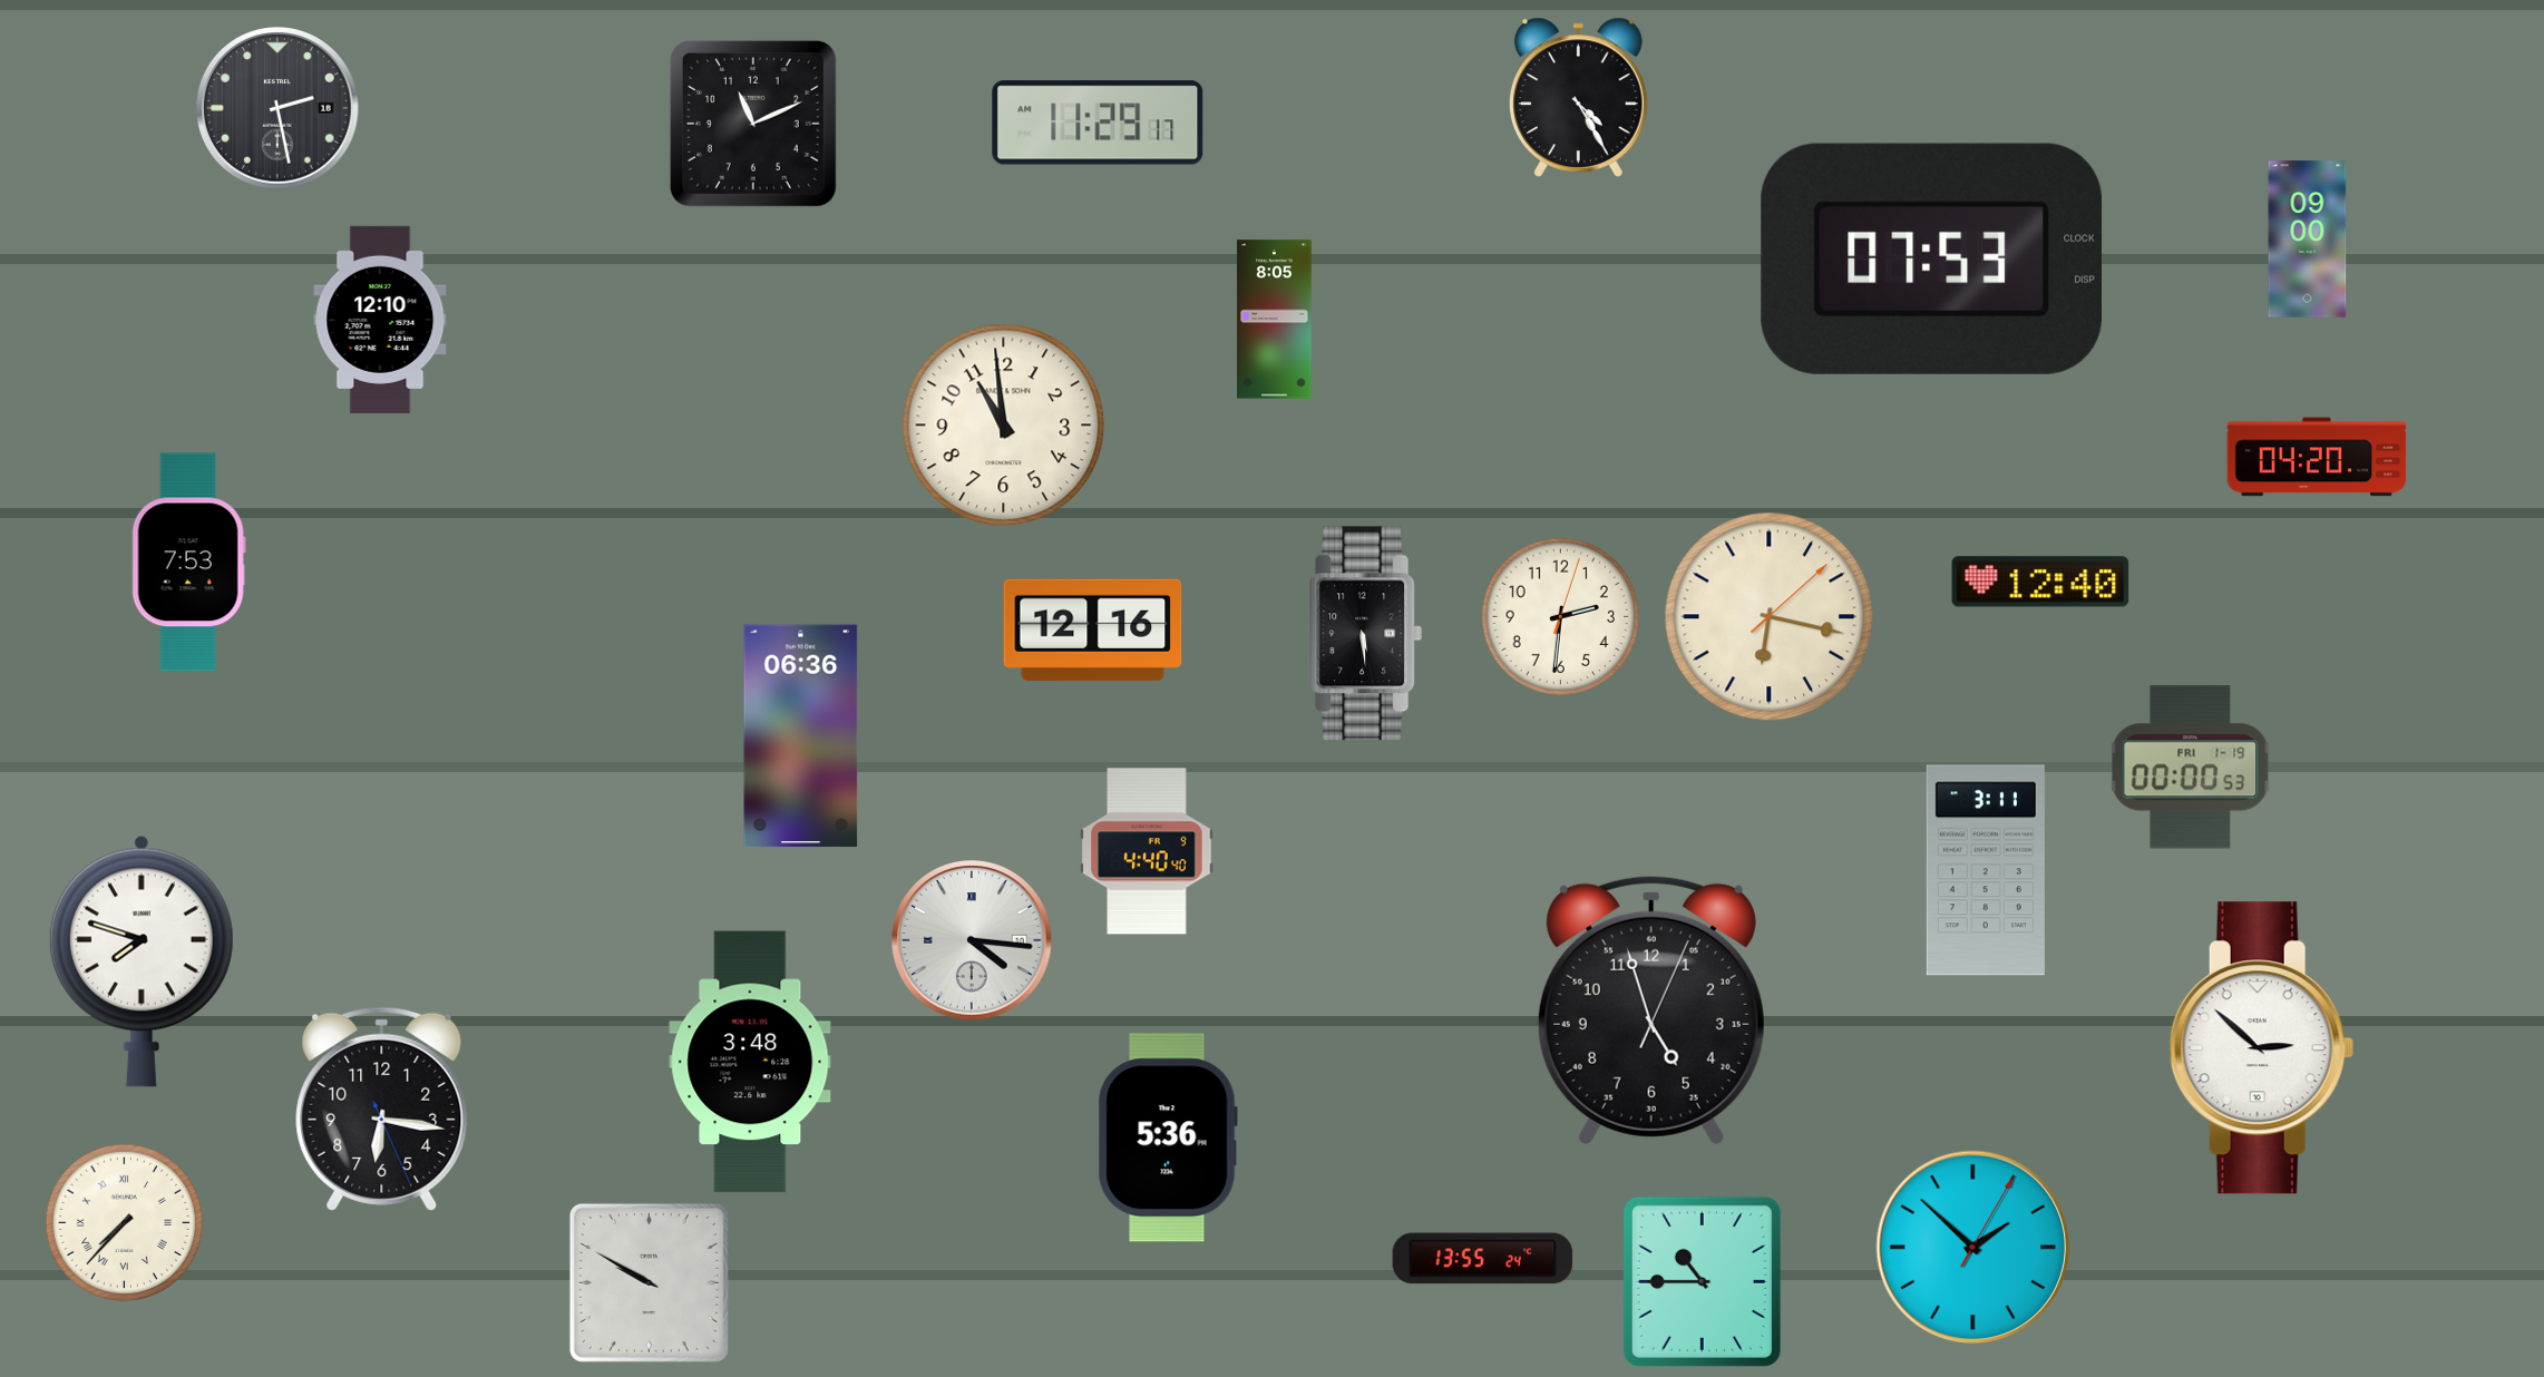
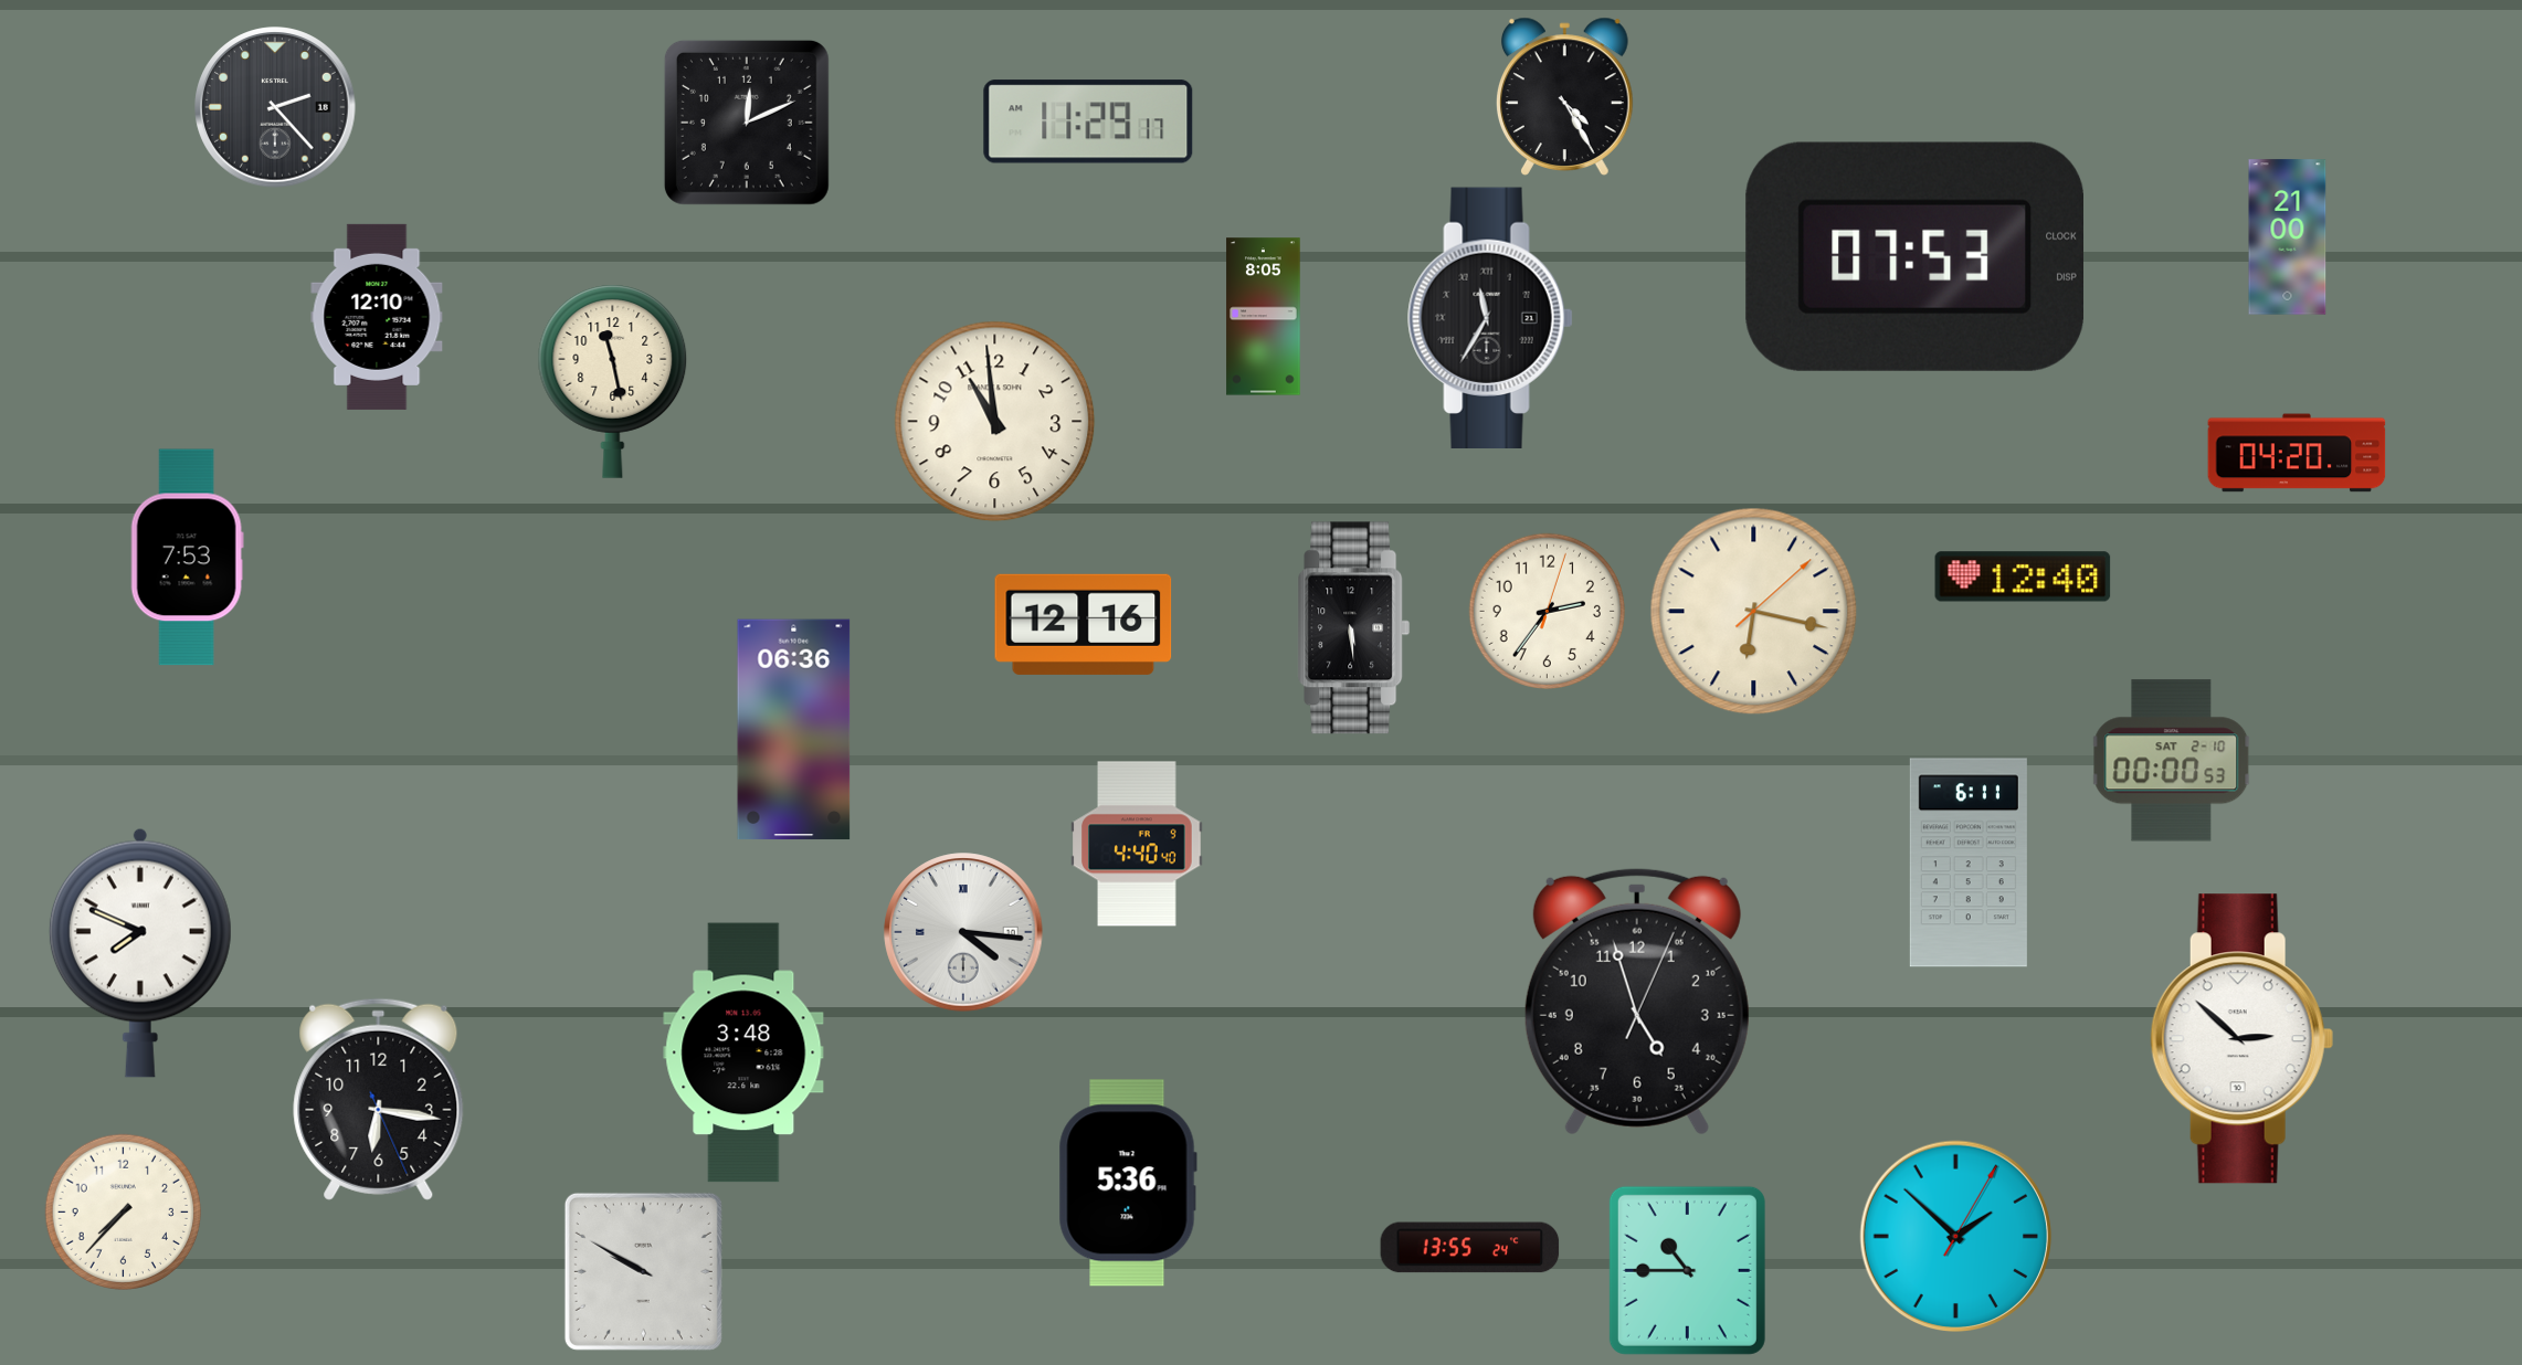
clock at (277, 108): 2:28 -> 2:23
clock at (753, 124): 11:11 -> 12:11
clock at (2308, 240): 09:00 -> 21:00
clock at (1490, 317): none -> 11:35
clock at (613, 381): none -> 11:28
clock at (1560, 616): 2:31 -> 2:36
clock at (2191, 768) date: FRI 1-19 -> SAT 2-10
clock at (1986, 870): 3:11 -> 6:11
clock at (142, 961): 7:48 -> 7:49
clock at (1168, 1137) position: (1168, 1137) -> (1128, 1183)
clock at (124, 1222) numerals: Roman -> Arabic
